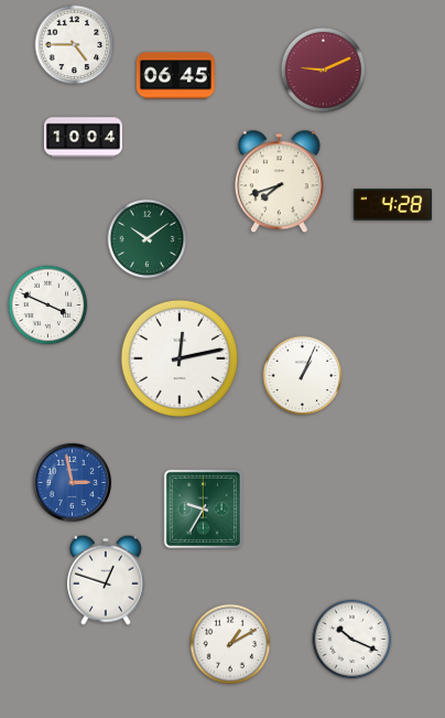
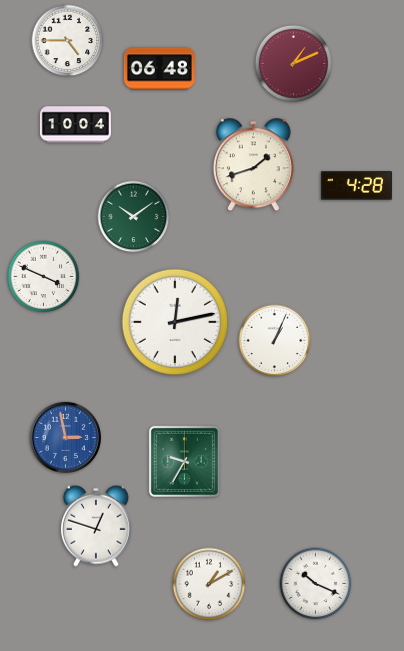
clock at (323, 69): 9:11 -> 1:11
clock at (175, 76): 06:45 -> 06:48
clock at (279, 182): 7:42 -> 1:42
clock at (180, 358) position: (180, 358) -> (175, 322)
clock at (352, 640) position: (352, 640) -> (316, 584)
